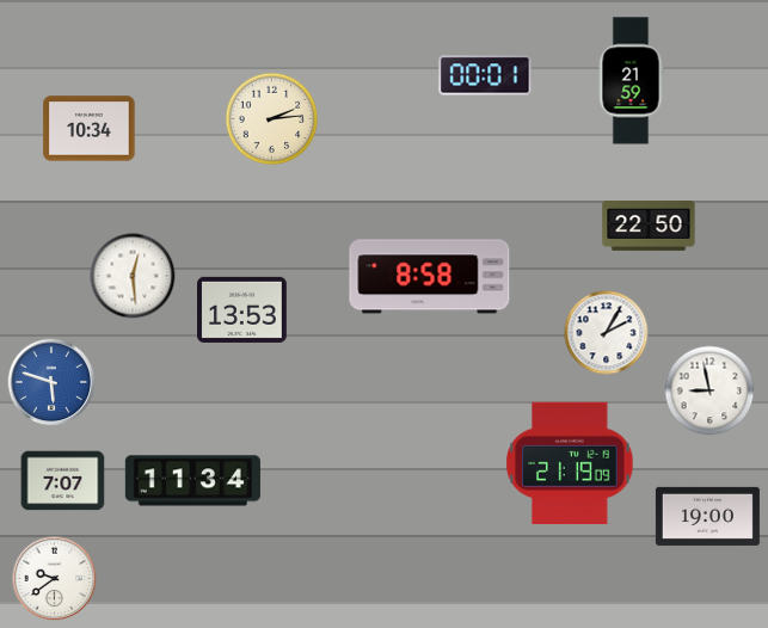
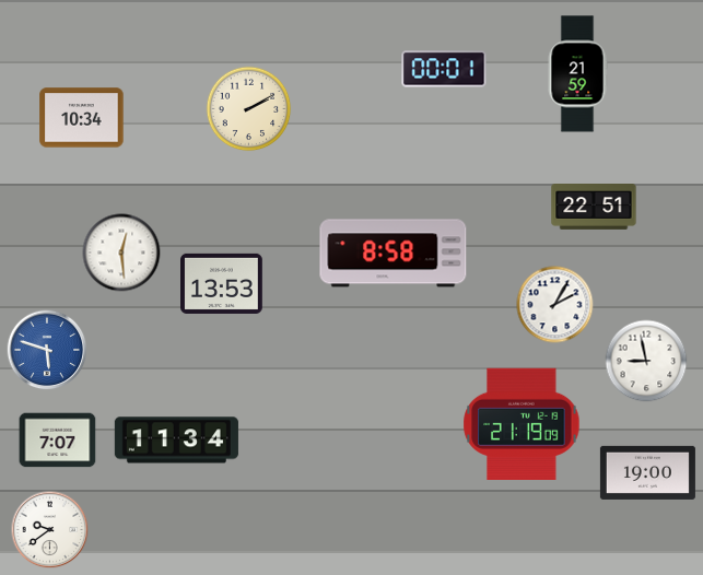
clock at (272, 119): 2:14 -> 2:10
clock at (649, 227): 22:50 -> 22:51
clock at (709, 390) position: (709, 390) -> (646, 361)
